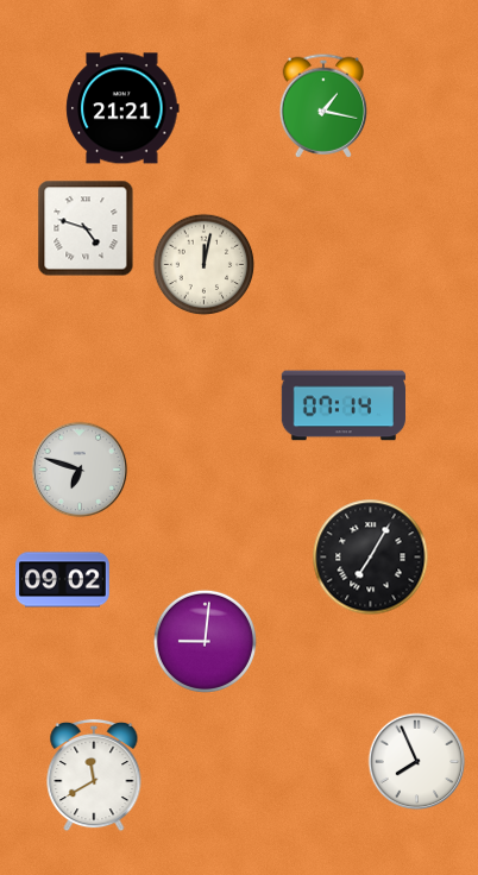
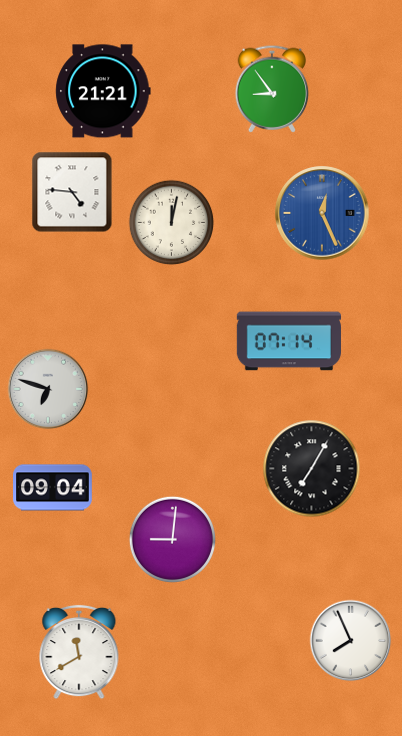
clock at (323, 106): 1:17 -> 8:54
clock at (86, 228): 4:48 -> 4:46
clock at (322, 213): none -> 12:26
clock at (80, 470) position: (80, 470) -> (48, 389)
clock at (63, 580): 09:02 -> 09:04
